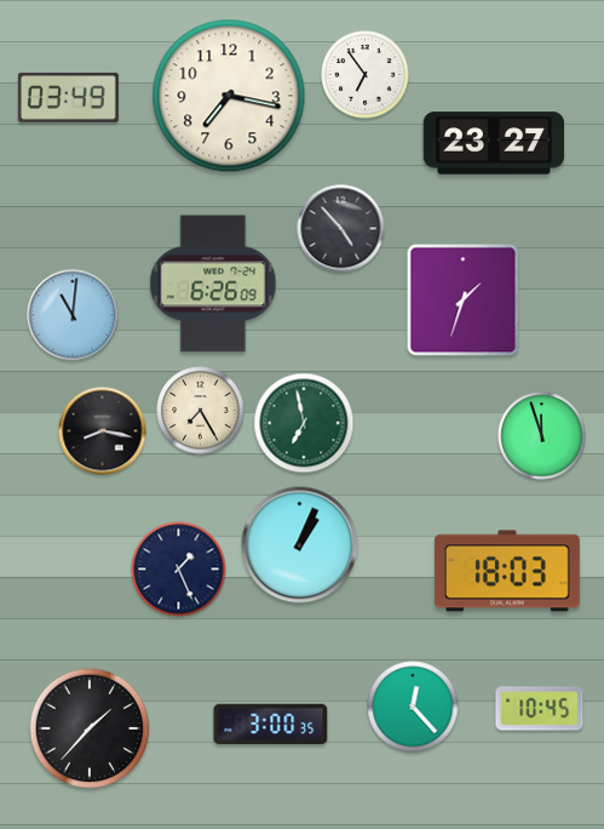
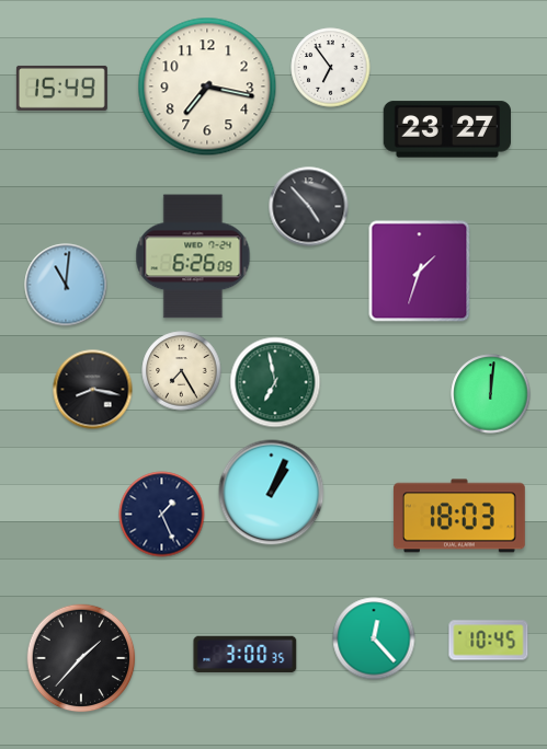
clock at (68, 97): 03:49 -> 15:49
clock at (542, 436): 11:57 -> 12:01
